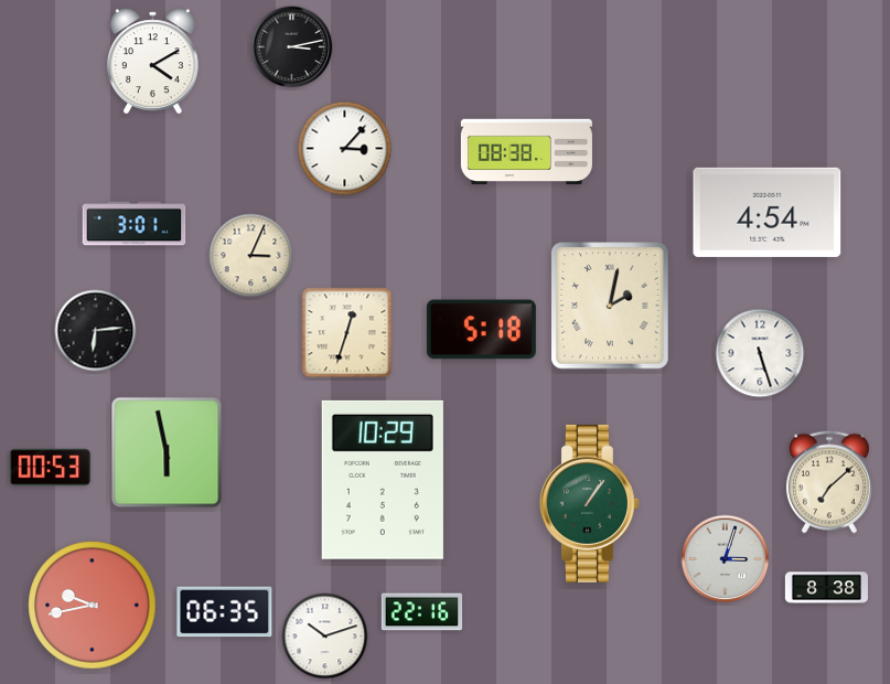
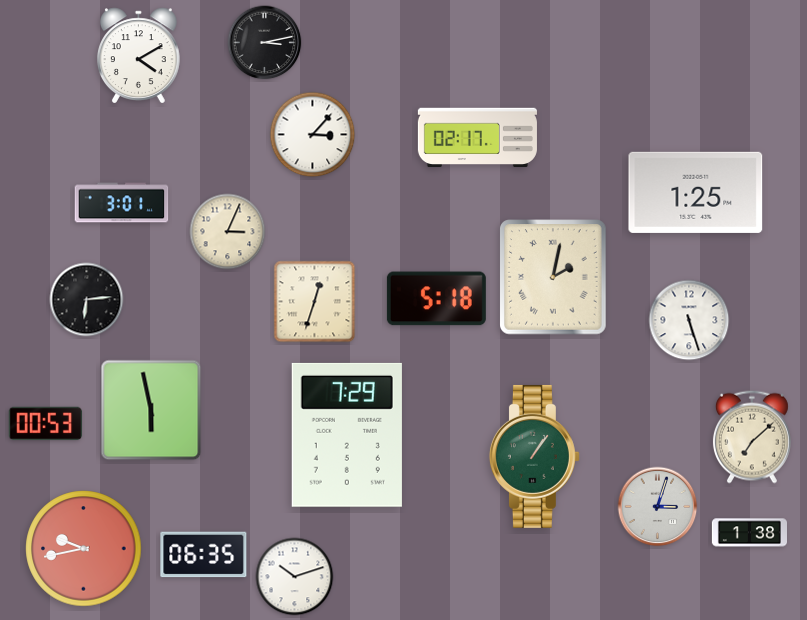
clock at (526, 152): 08:38 -> 02:17
clock at (768, 212): 4:54 -> 1:25
clock at (383, 480): 10:29 -> 7:29
clock at (826, 588): 8:38 -> 1:38
clock at (422, 612): 22:16 -> none
